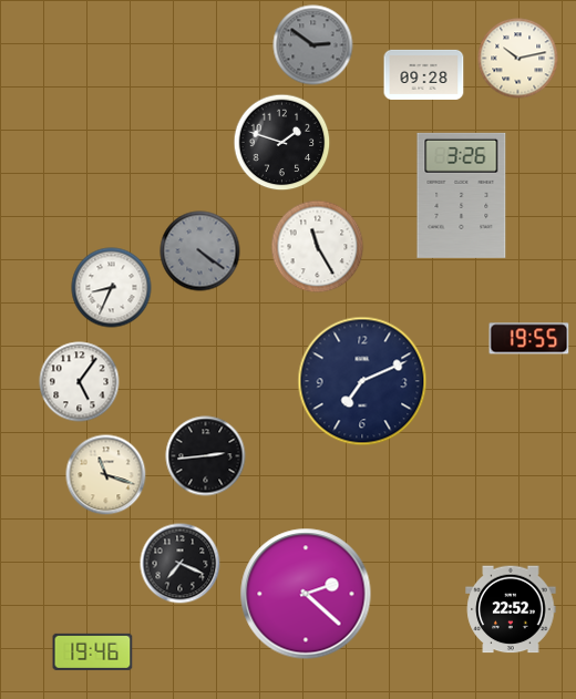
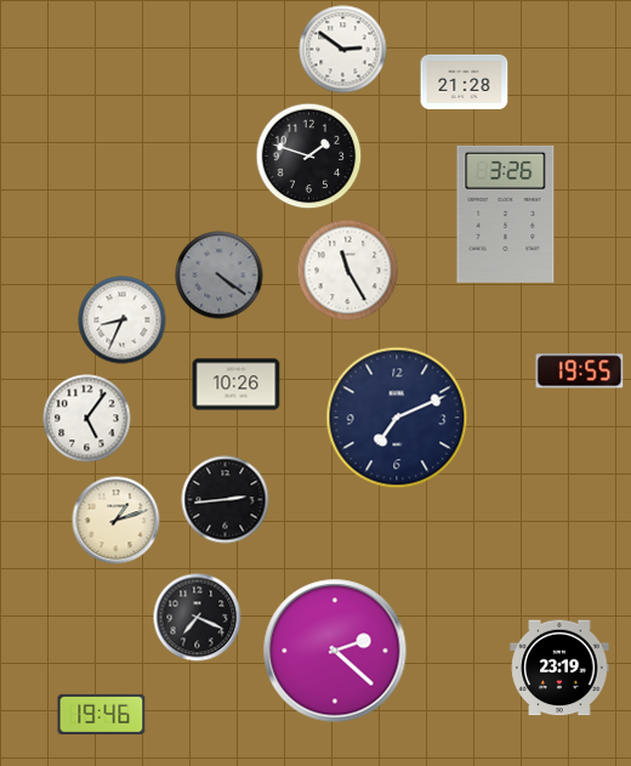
clock at (313, 45) dial: grey -> white
clock at (518, 59): 10:13 -> none
clock at (424, 74): 09:28 -> 21:28
clock at (112, 288) position: (112, 288) -> (123, 320)
clock at (237, 385): none -> 10:26
clock at (106, 475): 11:18 -> 1:12
clock at (511, 609): 22:52 -> 23:19
